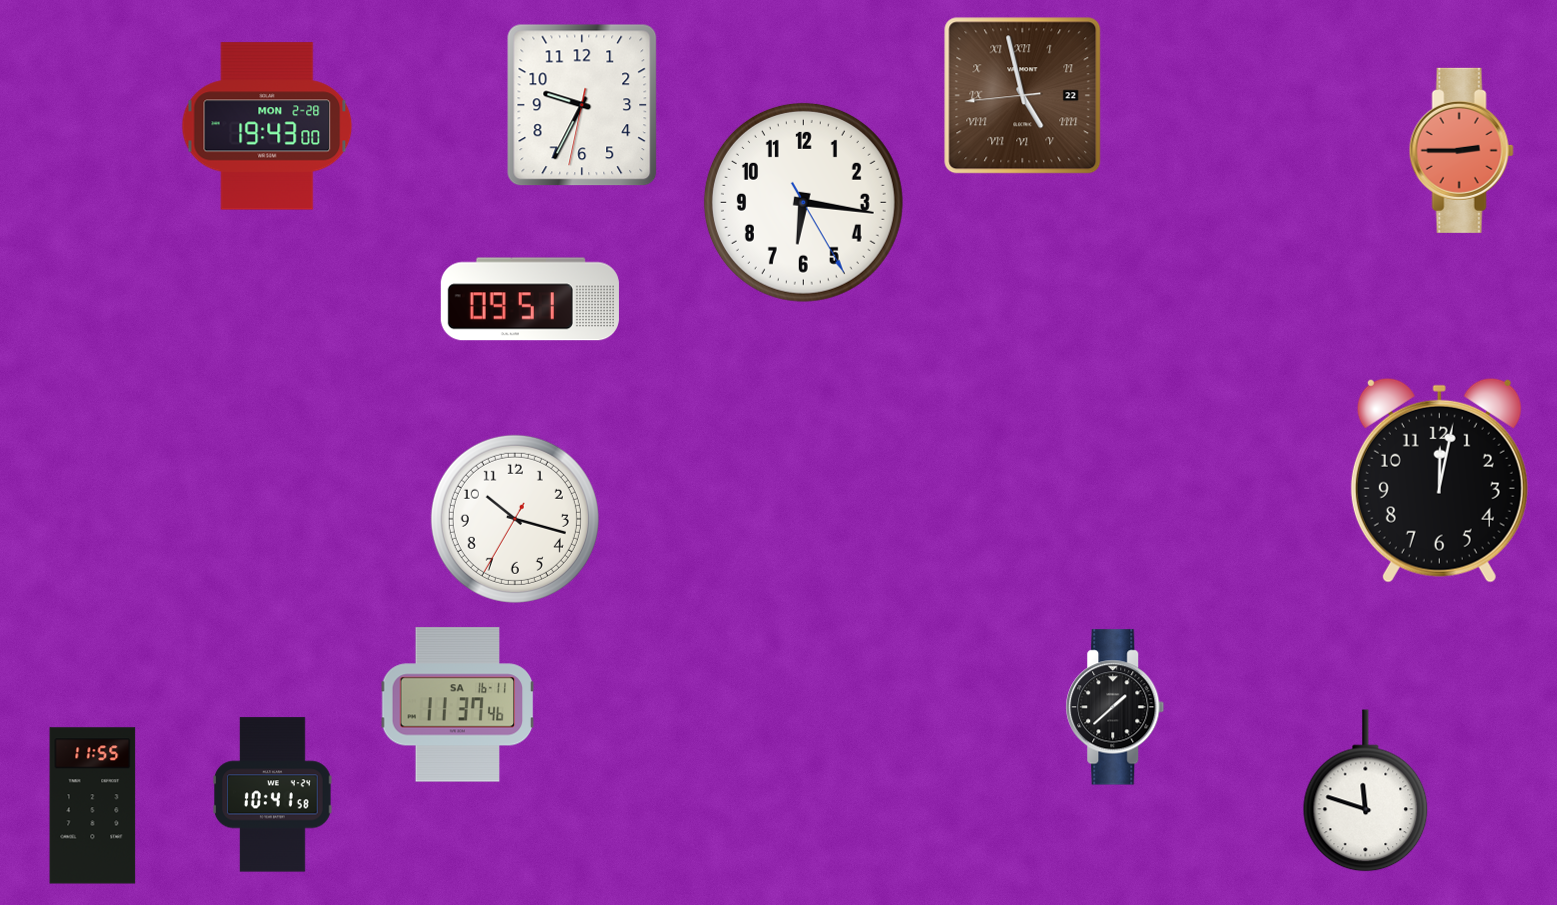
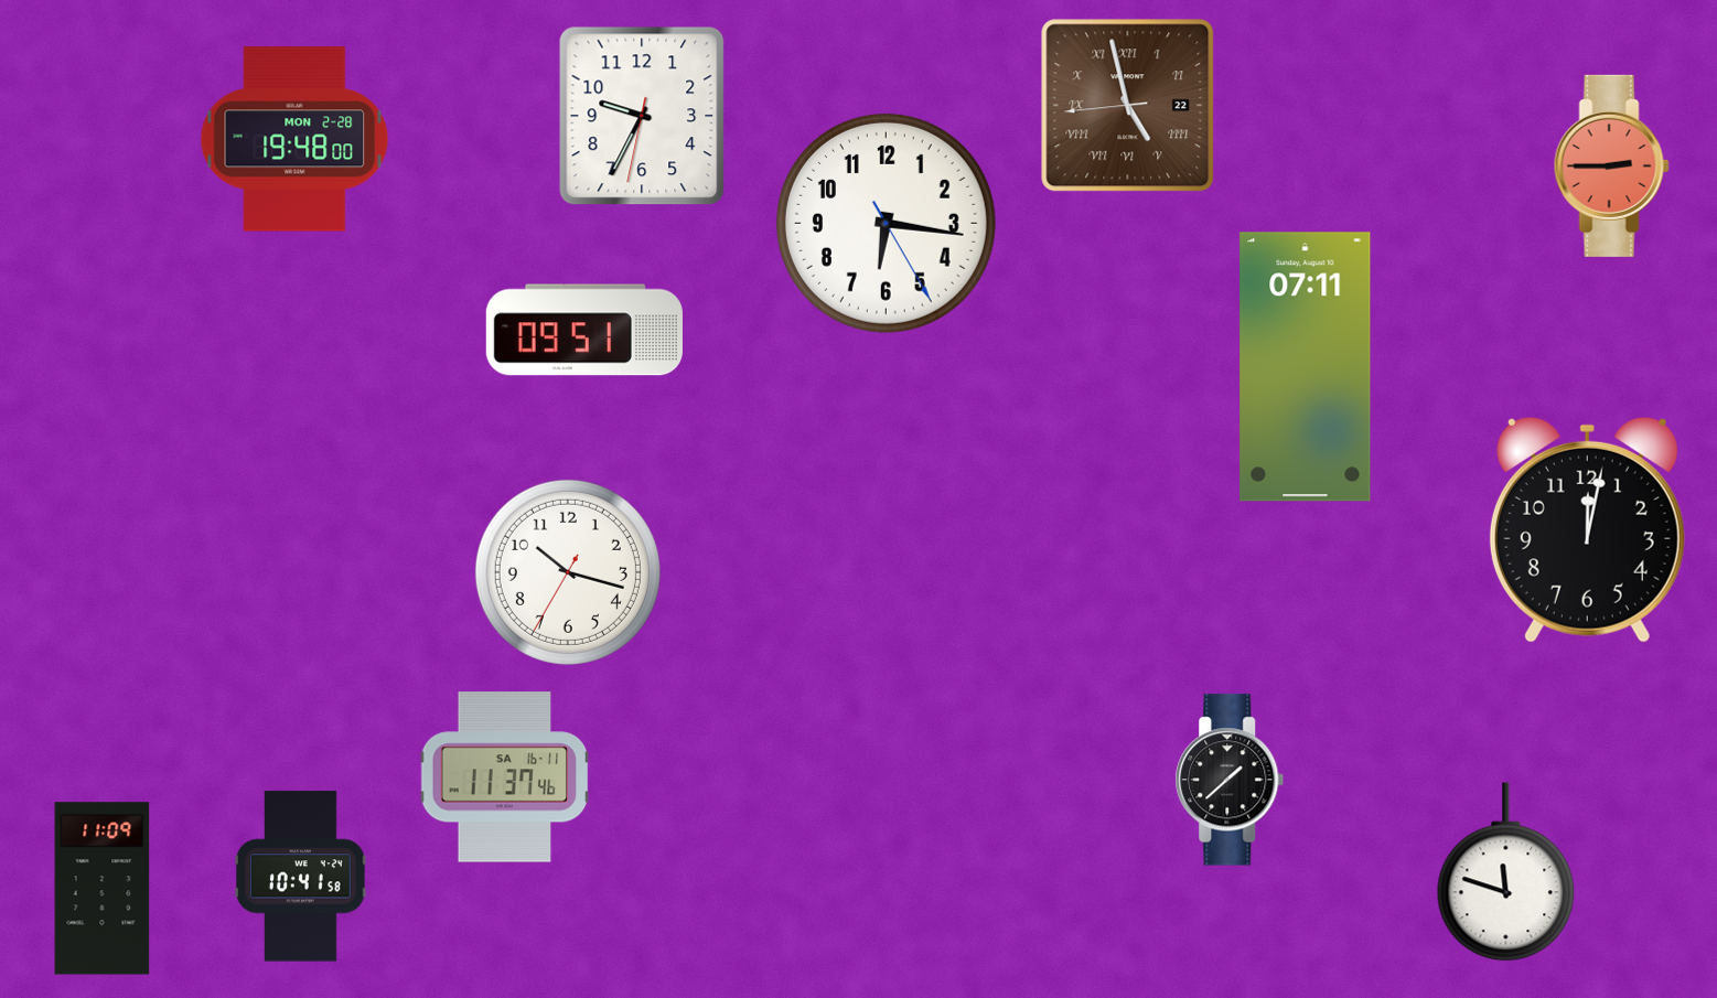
clock at (267, 126): 19:43 -> 19:48
clock at (1306, 367): none -> 07:11
clock at (93, 806): 11:55 -> 11:09
